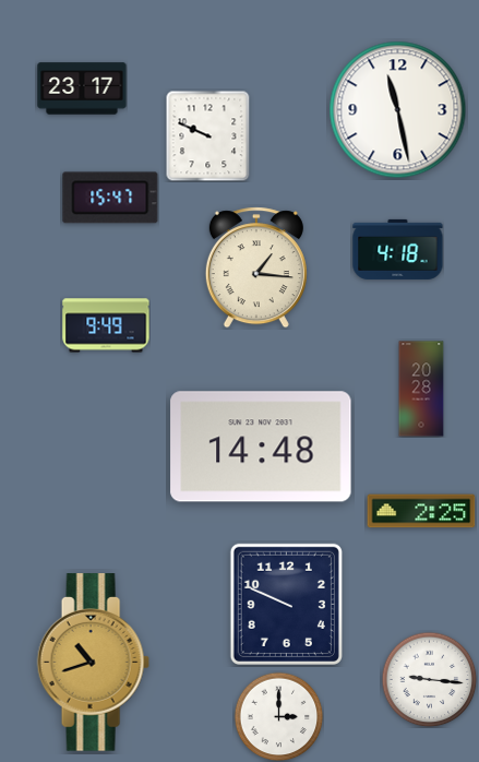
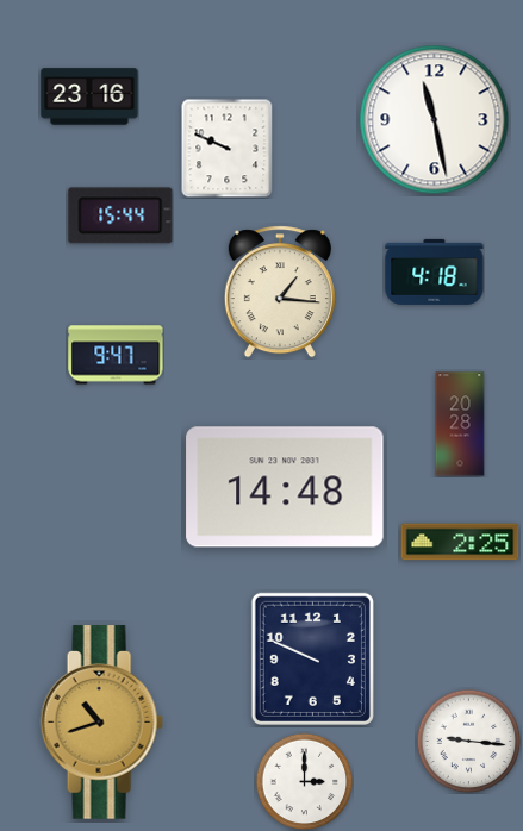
clock at (82, 88): 23:17 -> 23:16
clock at (110, 198): 15:47 -> 15:44
clock at (106, 325): 9:49 -> 9:47
clock at (421, 511) position: (421, 511) -> (460, 542)
